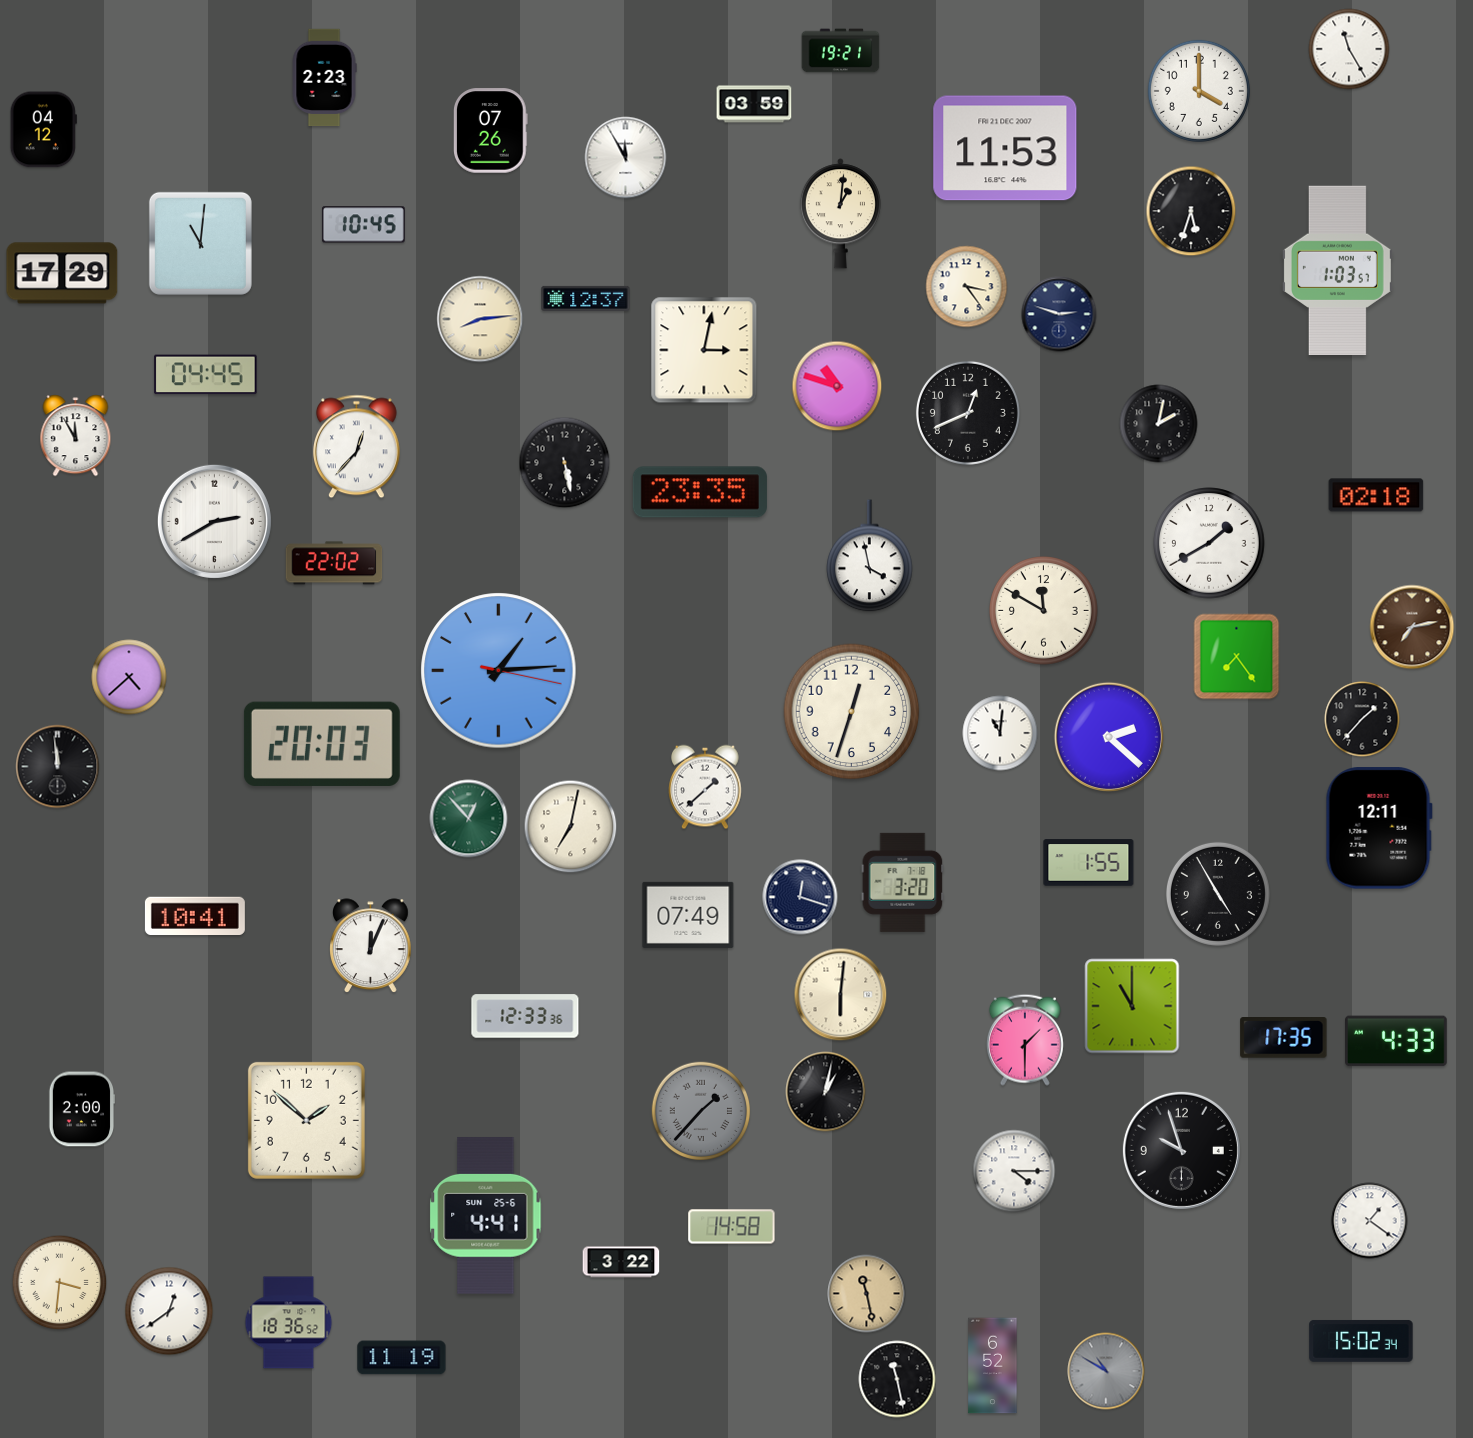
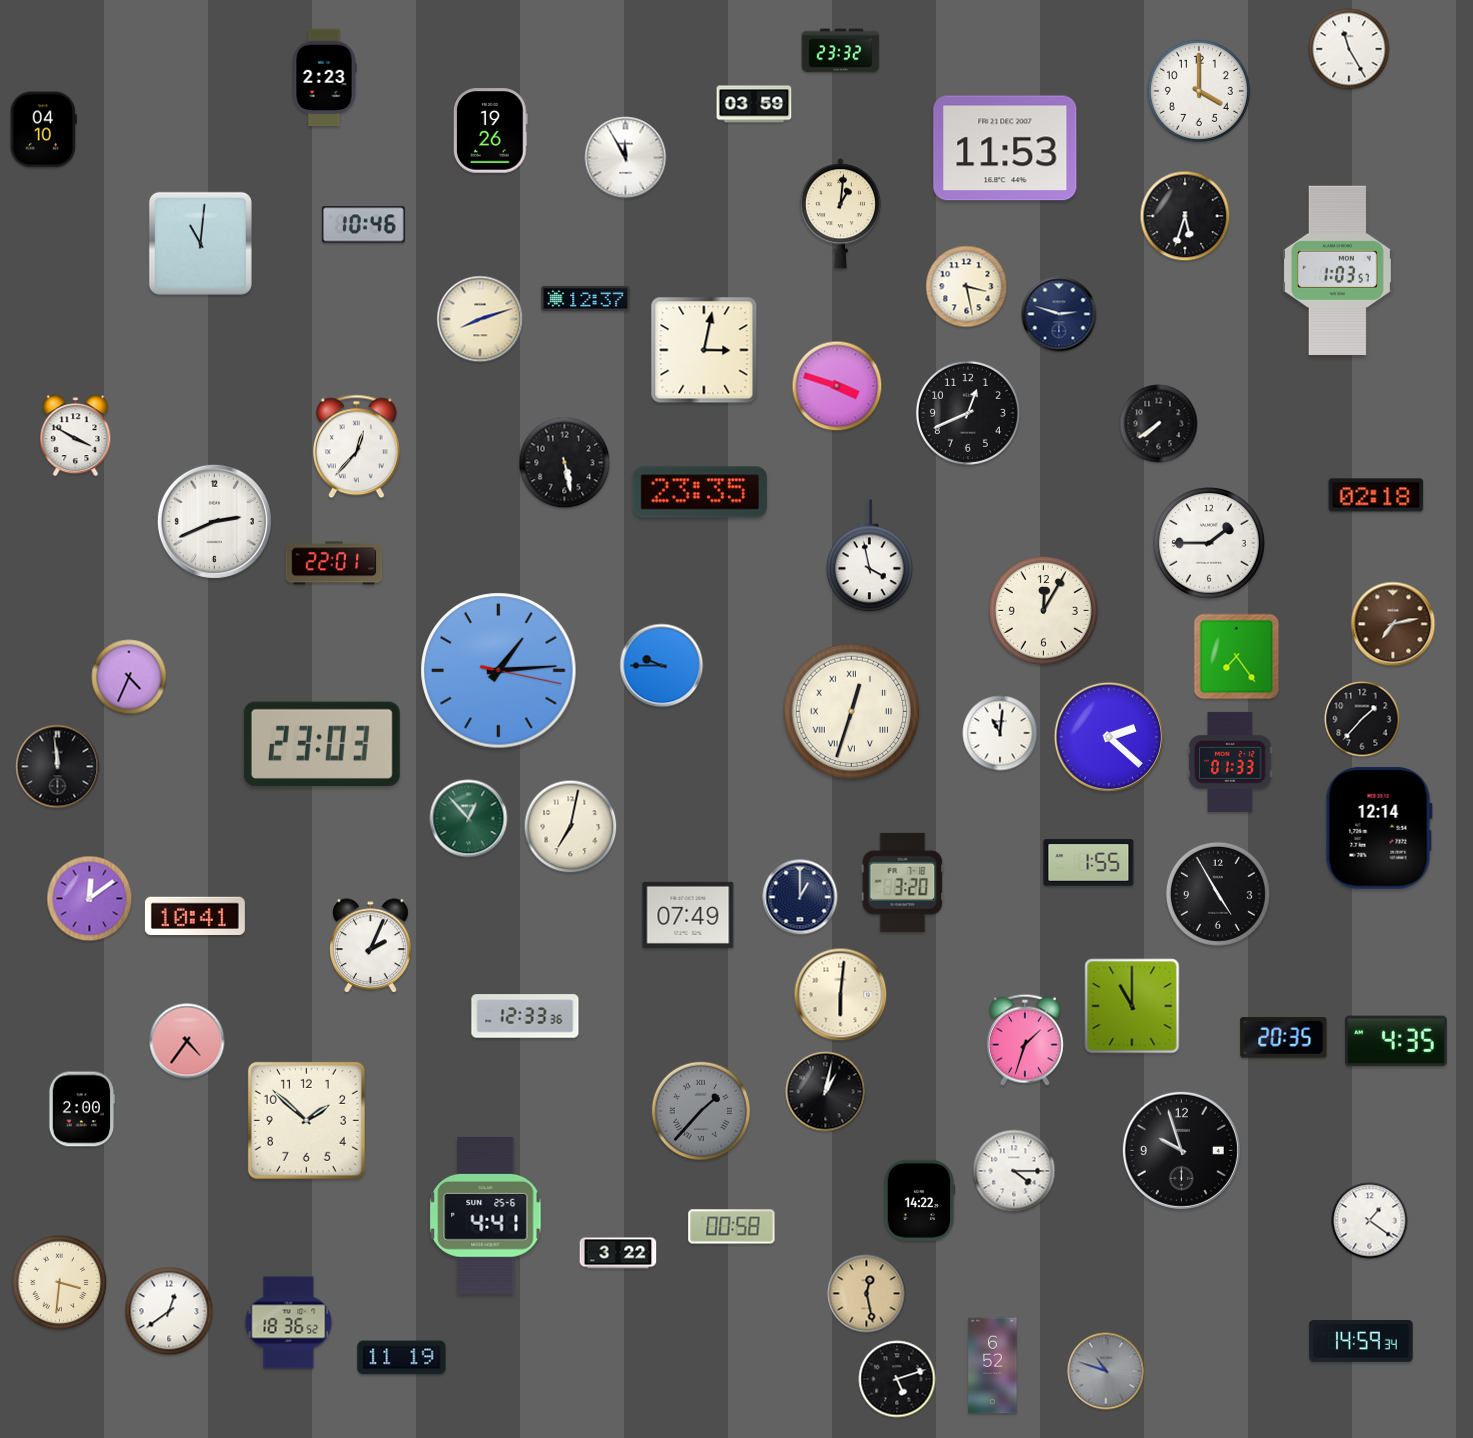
clock at (841, 51): 19:21 -> 23:32
clock at (43, 130): 04:12 -> 04:10
clock at (490, 131): 07:26 -> 19:26
clock at (1191, 211) position: (1191, 211) -> (1185, 216)
clock at (363, 225): 10:45 -> 10:46
clock at (62, 273): 17:29 -> none
clock at (967, 287): 3:24 -> 3:28
clock at (480, 319): 8:14 -> 8:12
clock at (206, 375): 04:45 -> none
clock at (837, 386): 10:48 -> 3:48
clock at (1159, 424): 2:02 -> 7:39
clock at (76, 436): 11:55 -> 3:50
clock at (214, 521): 2:40 -> 2:41
clock at (1209, 543): 1:40 -> 1:45
clock at (334, 563): 22:02 -> 22:01
clock at (1044, 611): 11:50 -> 12:05
clock at (1412, 627) position: (1412, 627) -> (1393, 624)
clock at (662, 666): none -> 9:45
clock at (129, 677): 4:38 -> 4:34
clock at (852, 712) numerals: Arabic -> Roman
clock at (322, 744): 20:03 -> 23:03
clock at (1230, 762): none -> 01:33
clock at (706, 787): 1:38 -> none
clock at (1379, 828): 12:11 -> 12:14
clock at (800, 897): 12:18 -> 1:00
clock at (90, 899): none -> 12:09
clock at (371, 945): 12:04 -> 2:04
clock at (1284, 1038): 17:35 -> 20:35
clock at (1025, 1040): 1:30 -> 1:33
clock at (187, 1041): none -> 4:36
clock at (1397, 1041): 4:33 -> 4:35
clock at (919, 1200): none -> 14:22
clock at (732, 1227): 14:58 -> 00:58
clock at (621, 1262) position: (621, 1262) -> (618, 1253)
clock at (867, 1294): 11:28 -> 12:28
clock at (1361, 1341): 15:02 -> 14:59
clock at (1106, 1371): 10:50 -> 10:48
clock at (897, 1379): 11:28 -> 5:12
